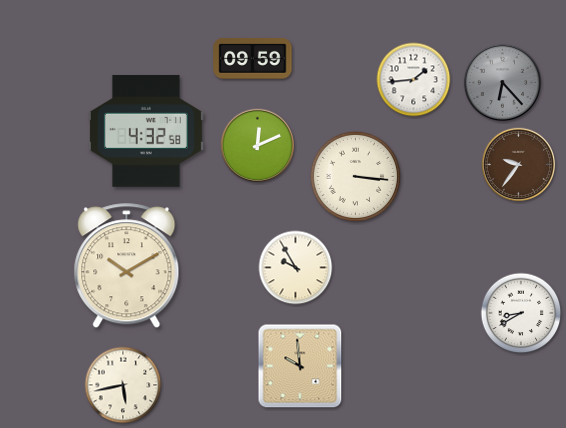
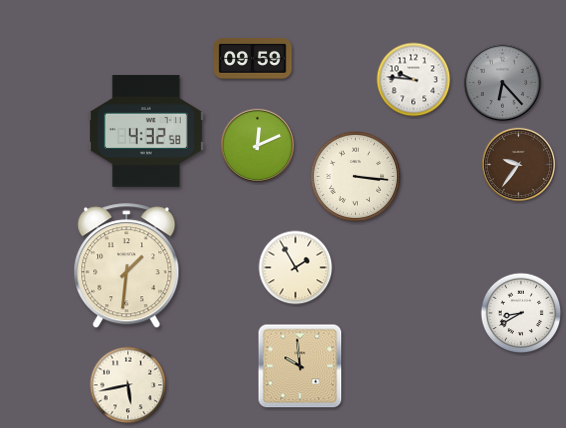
clock at (414, 80): 1:44 -> 9:46
clock at (127, 266): 10:10 -> 1:31
clock at (296, 268): 9:55 -> 1:55
clock at (123, 385) position: (123, 385) -> (128, 385)
